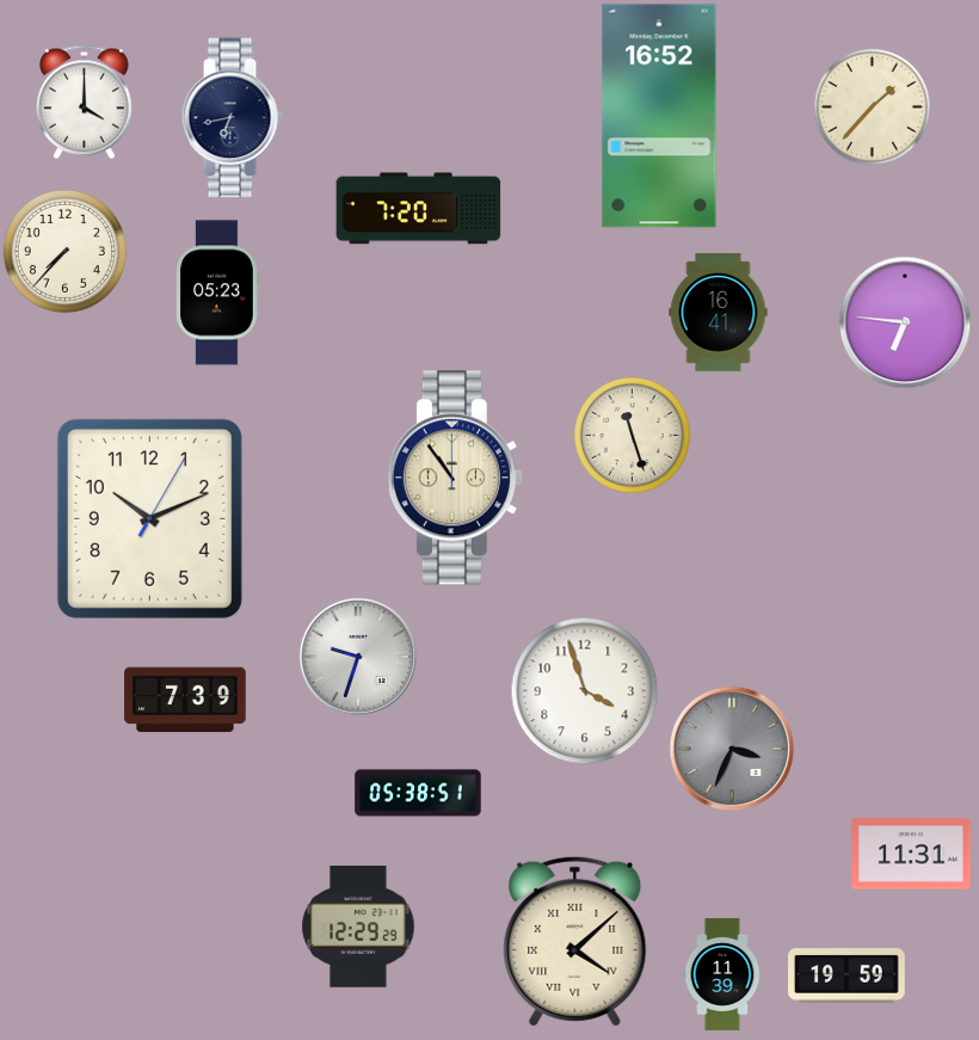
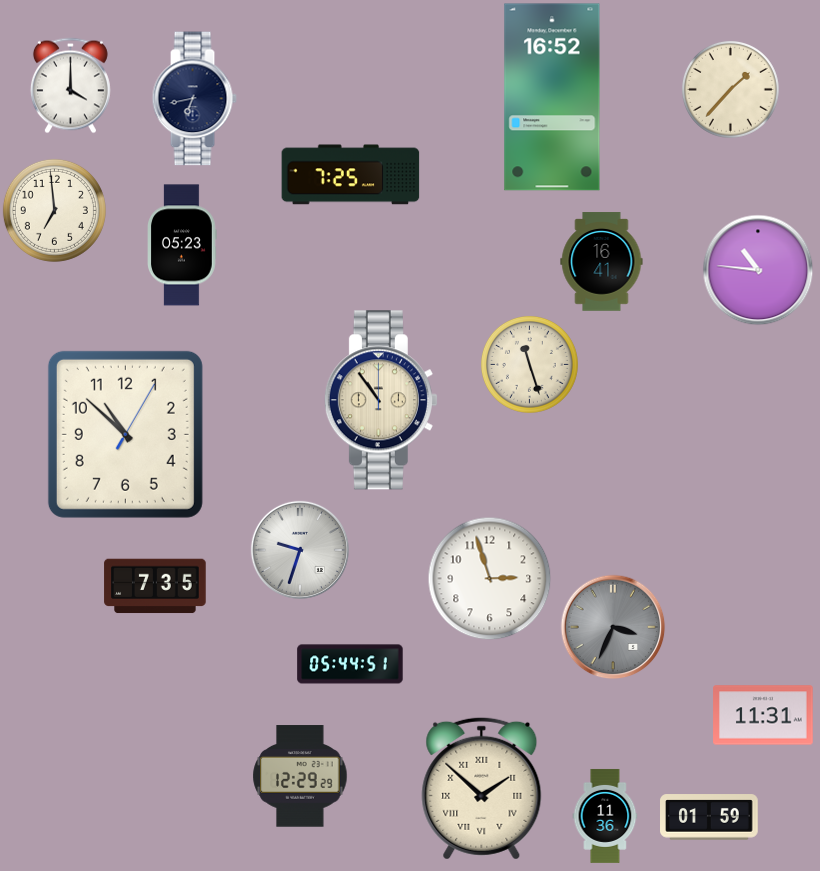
clock at (419, 209): 7:20 -> 7:25
clock at (64, 251): 7:37 -> 6:59
clock at (905, 322): 6:46 -> 10:46
clock at (149, 518): 10:11 -> 10:52
clock at (584, 690): 3:57 -> 2:57
clock at (185, 700): 7:39 -> 7:35
clock at (418, 793): 05:38 -> 05:44
clock at (575, 941): 4:08 -> 1:52
clock at (722, 974): 11:39 -> 11:36
clock at (848, 976): 19:59 -> 01:59
